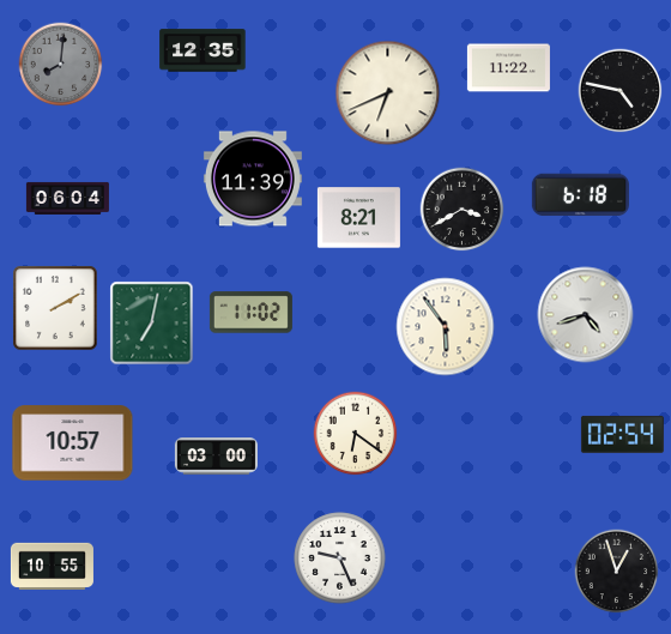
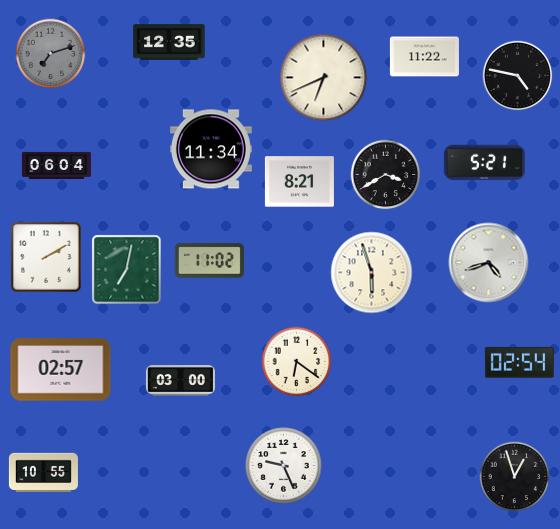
clock at (61, 65): 8:01 -> 7:12
clock at (253, 179): 11:39 -> 11:34
clock at (580, 195): 6:18 -> 5:21
clock at (446, 327): 5:54 -> 5:57
clock at (73, 443): 10:57 -> 02:57
